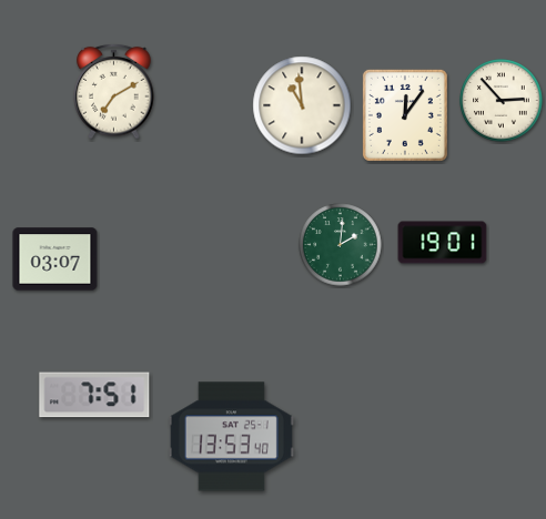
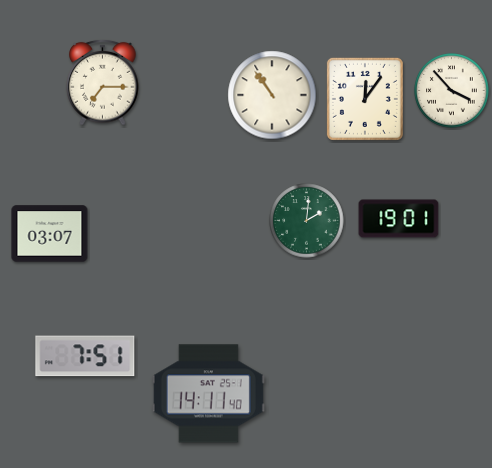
clock at (114, 91): 7:10 -> 7:15
clock at (502, 101): 2:53 -> 3:53
clock at (302, 105): 10:59 -> 10:54
clock at (405, 115) position: (405, 115) -> (365, 99)
clock at (231, 437): 13:53 -> 14:11
